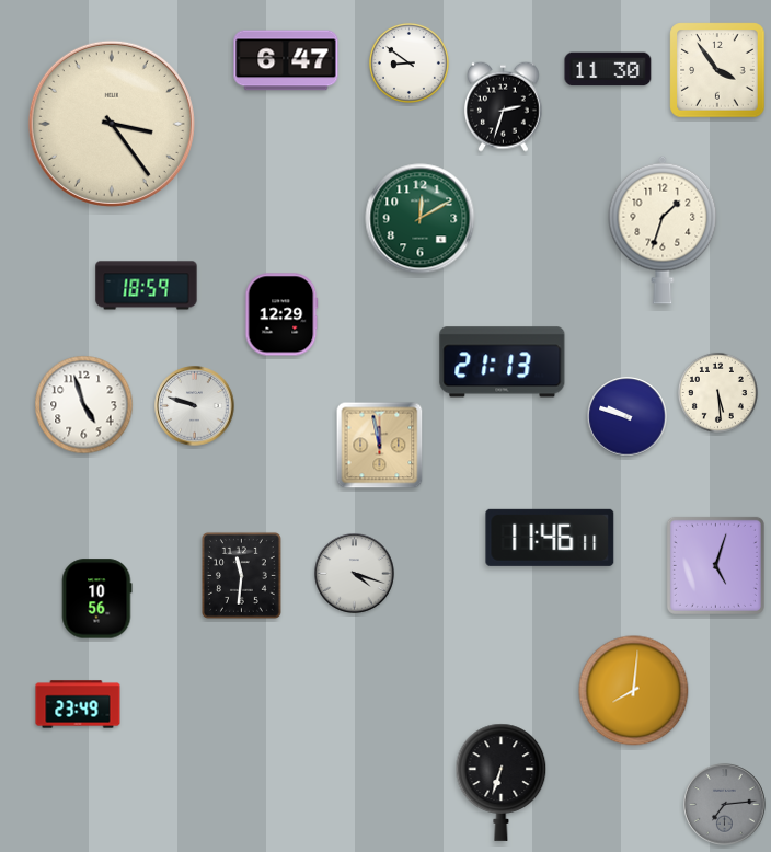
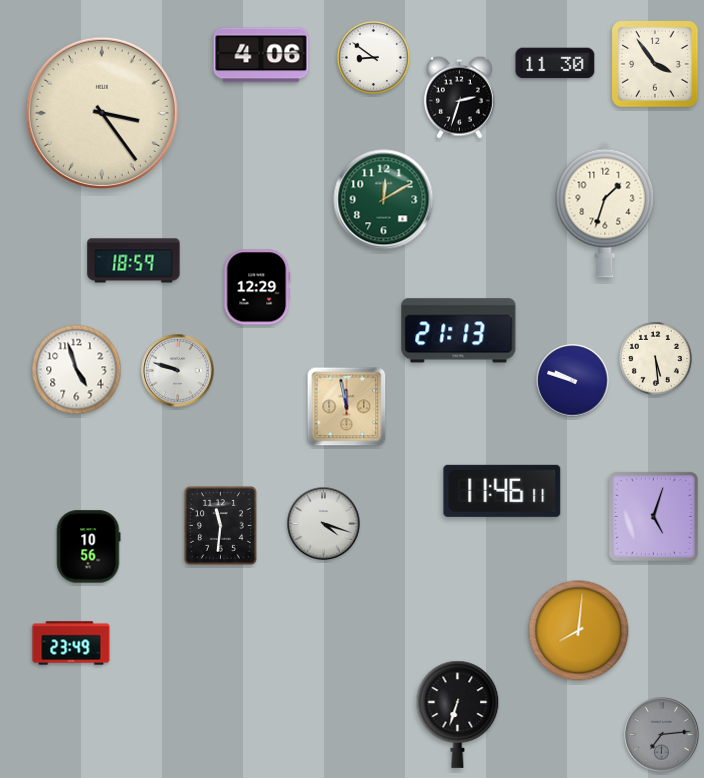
clock at (286, 60): 6:47 -> 4:06
